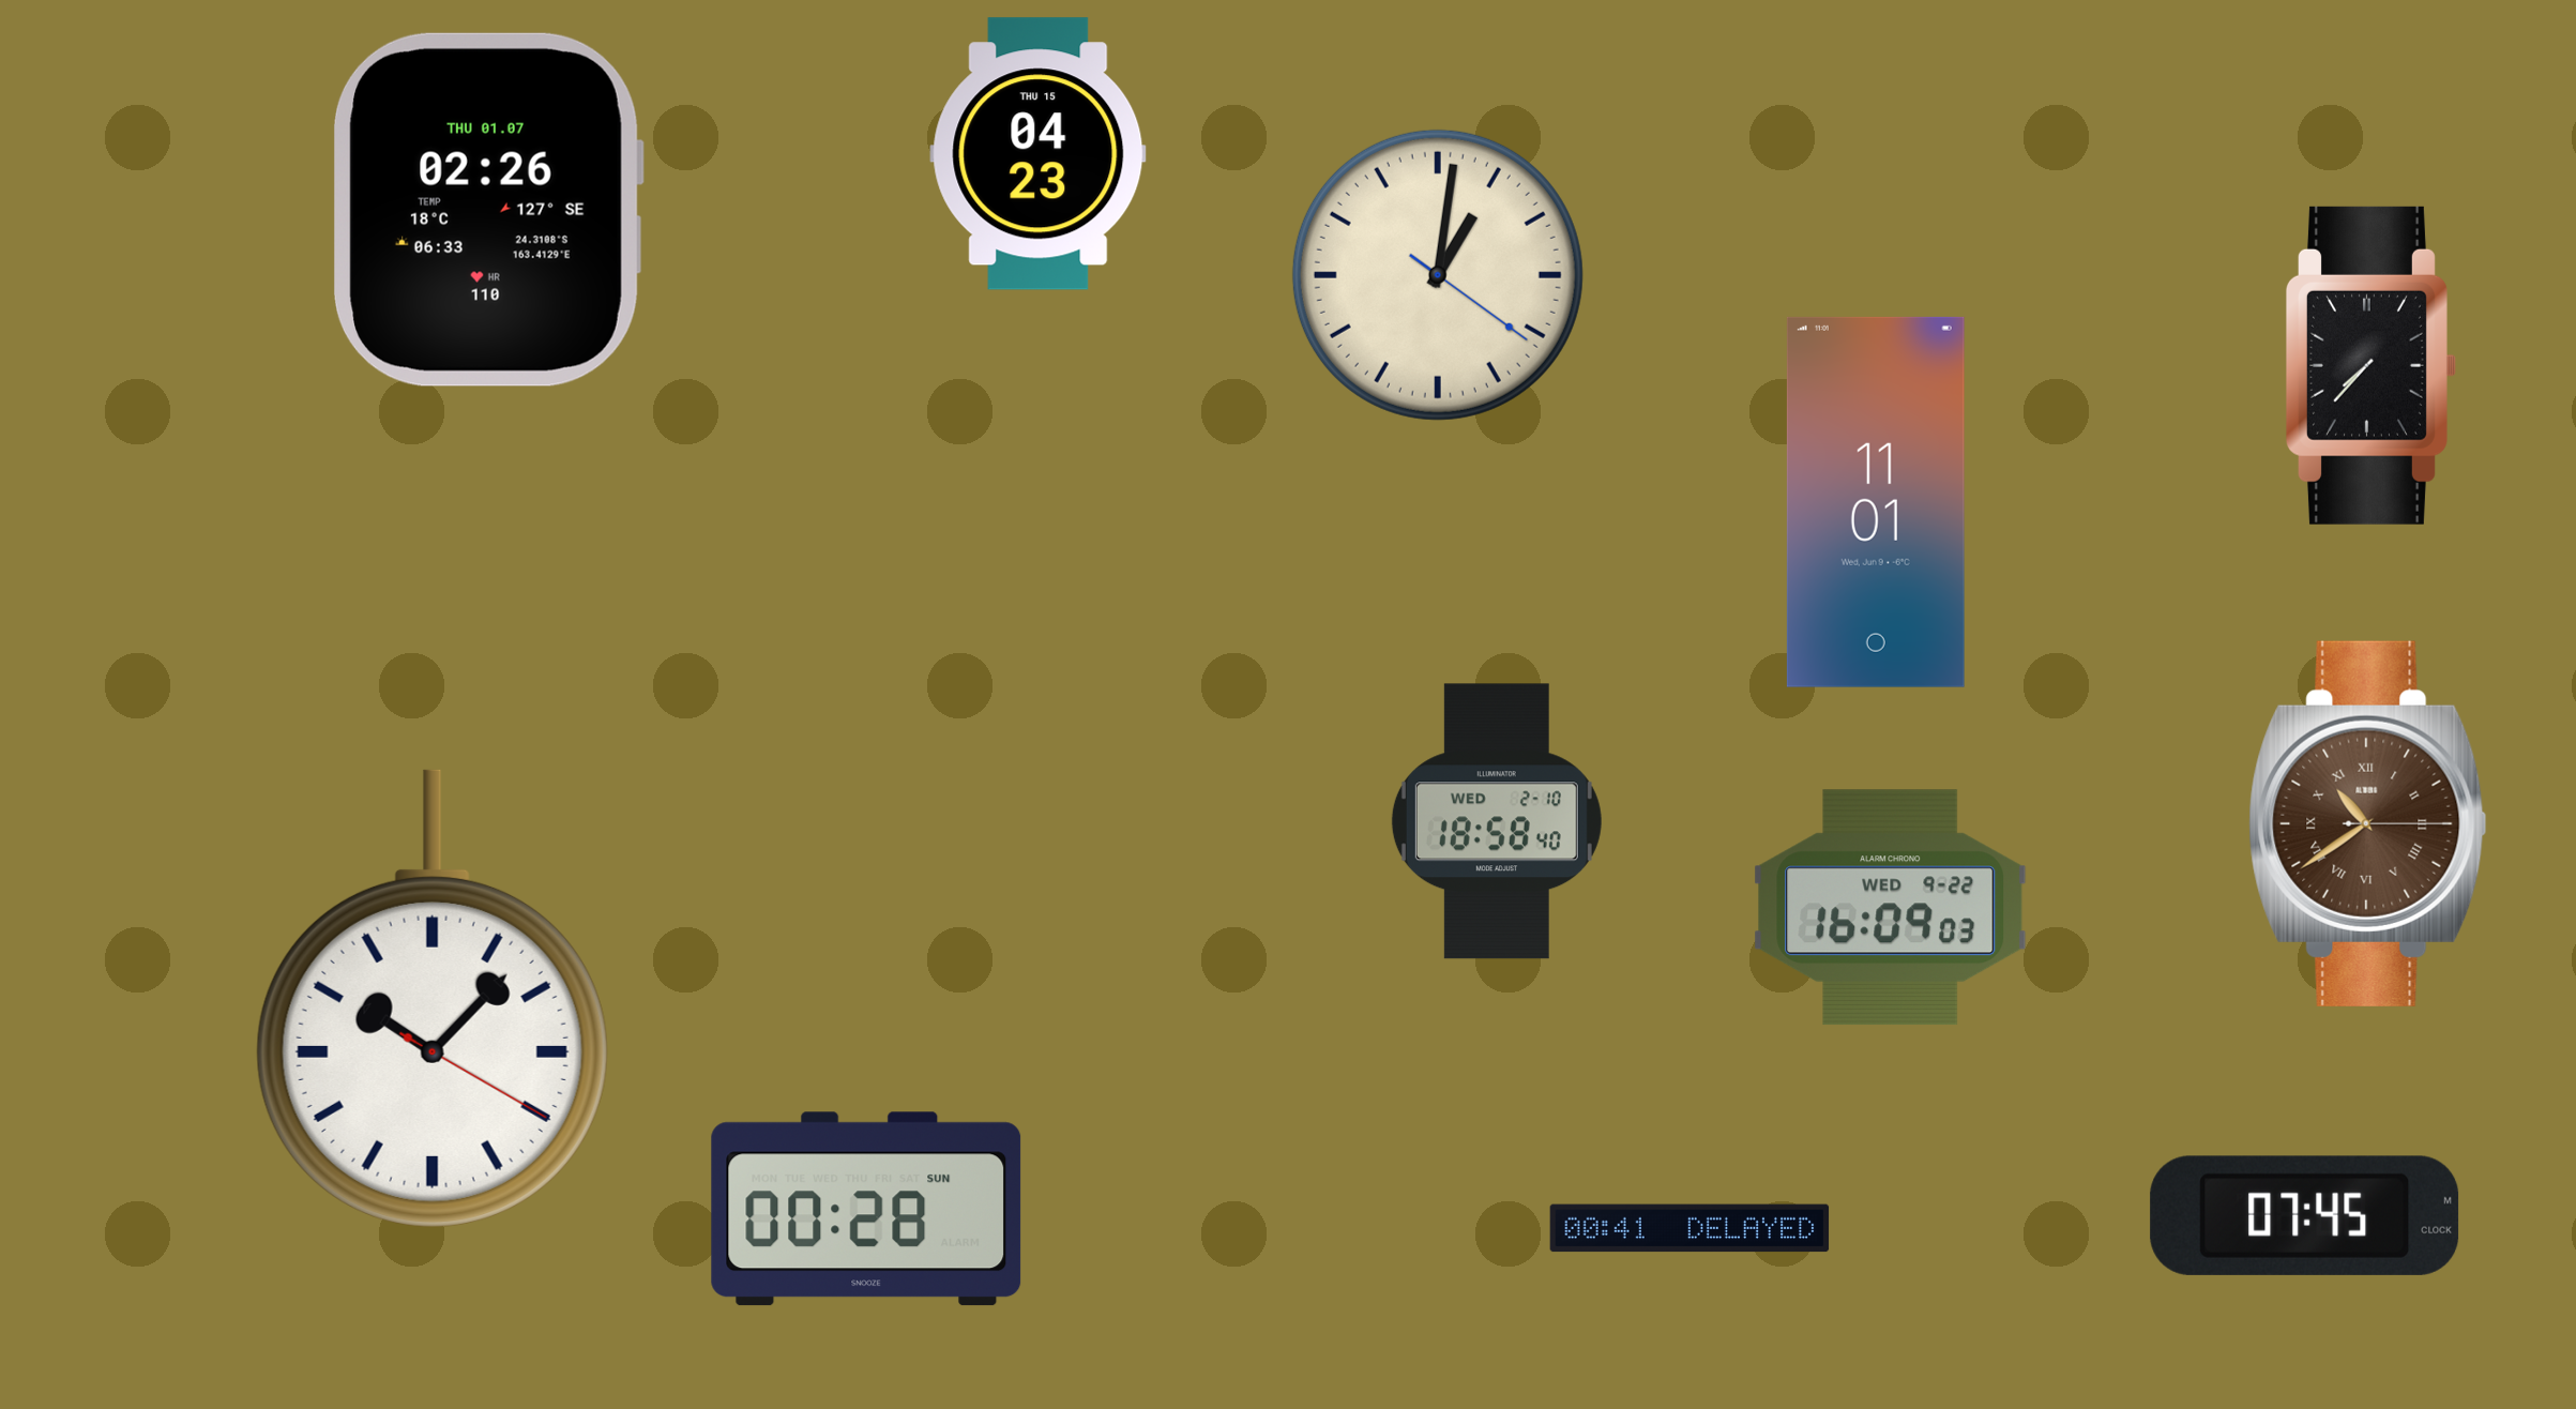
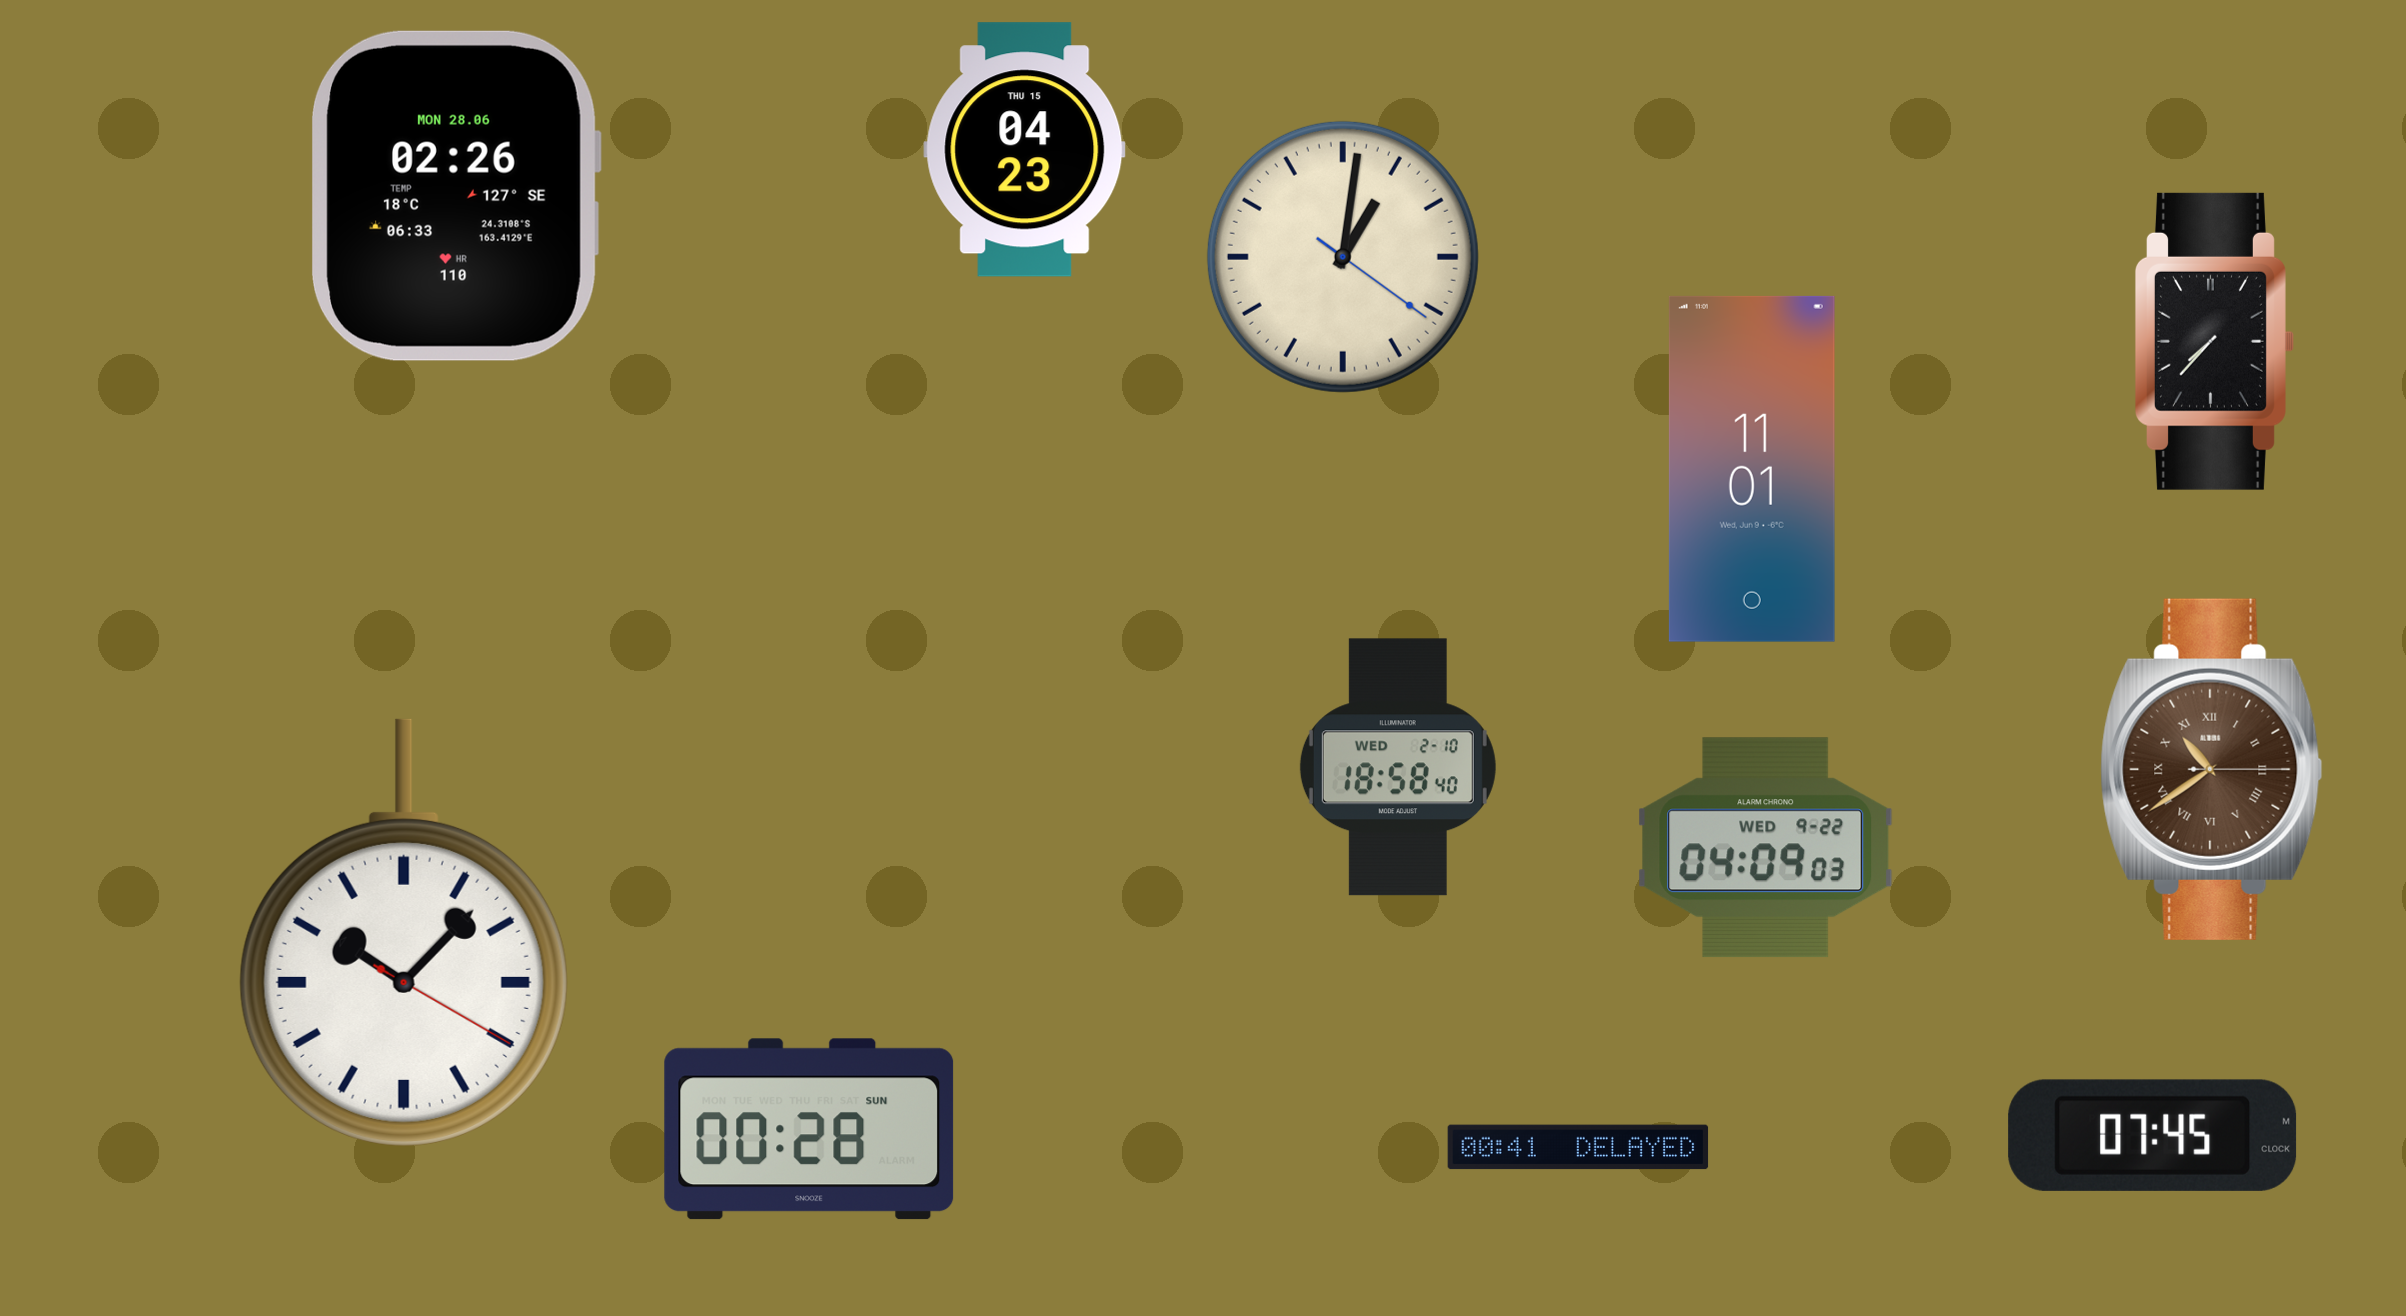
clock at (1039, 154) position: (1039, 154) -> (1025, 150)
clock at (488, 210) date: THU 01.07 -> MON 28.06
clock at (1891, 908): 16:09 -> 04:09
